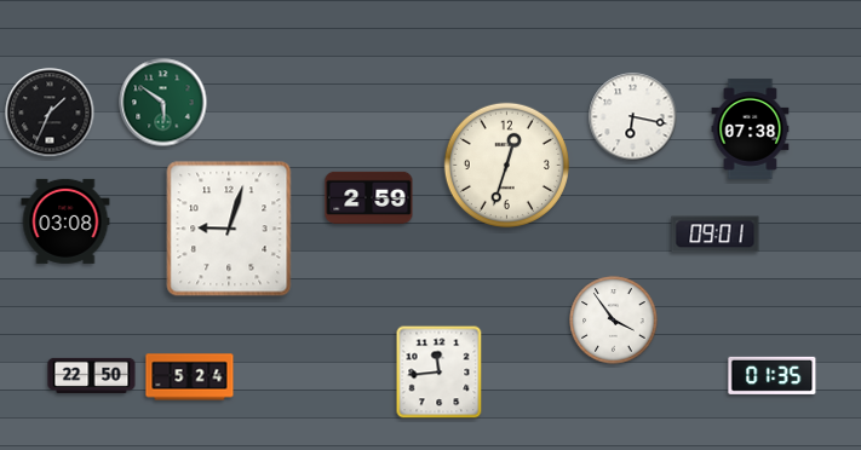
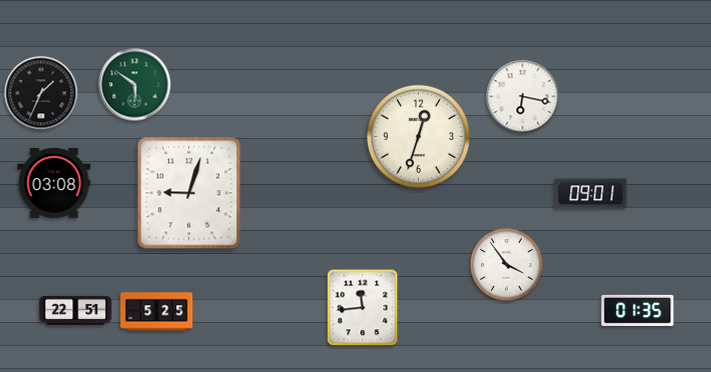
clock at (751, 128): 07:38 -> none
clock at (369, 197): 2:59 -> none
clock at (229, 229) position: (229, 229) -> (189, 193)
clock at (92, 375): 22:50 -> 22:51
clock at (190, 377): 5:24 -> 5:25
